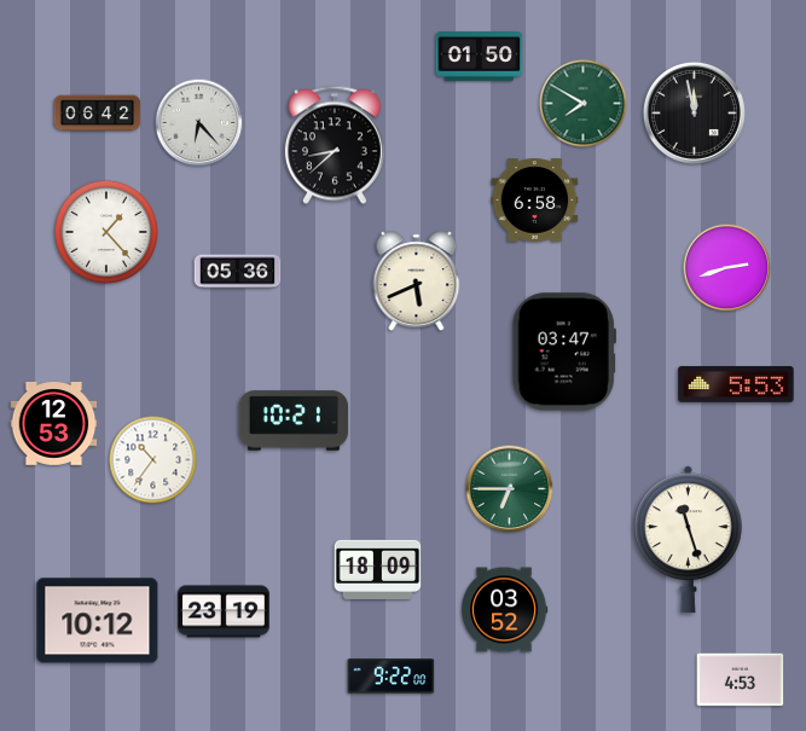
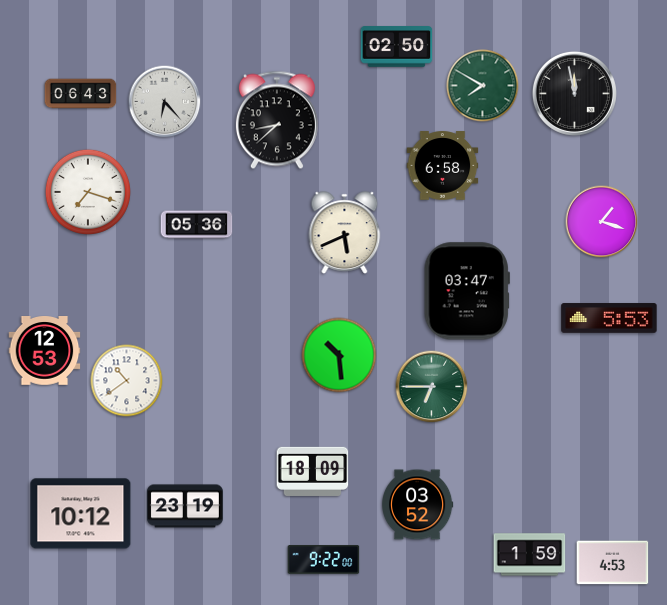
clock at (480, 57): 01:50 -> 02:50
clock at (98, 114): 06:42 -> 06:43
clock at (106, 232): 1:23 -> 7:18
clock at (727, 268): 2:42 -> 1:18
clock at (292, 420): 10:21 -> none
clock at (339, 355): none -> 10:29
clock at (153, 460): 10:36 -> 10:39
clock at (510, 489) position: (510, 489) -> (432, 387)
clock at (688, 540): 11:27 -> none
clock at (530, 555): none -> 1:59
